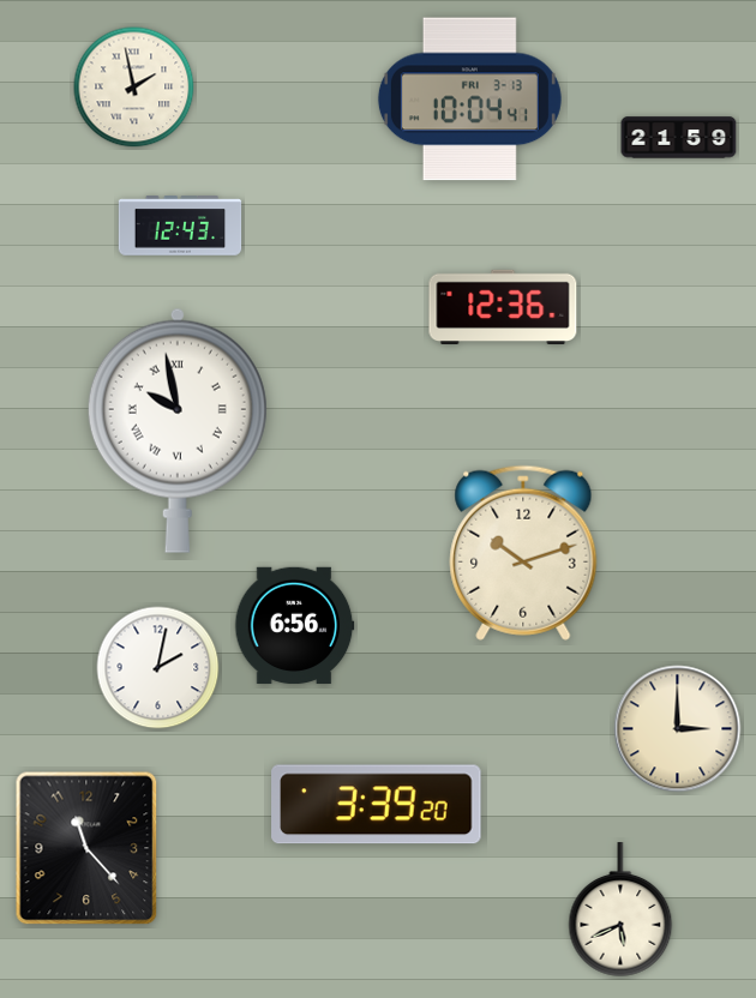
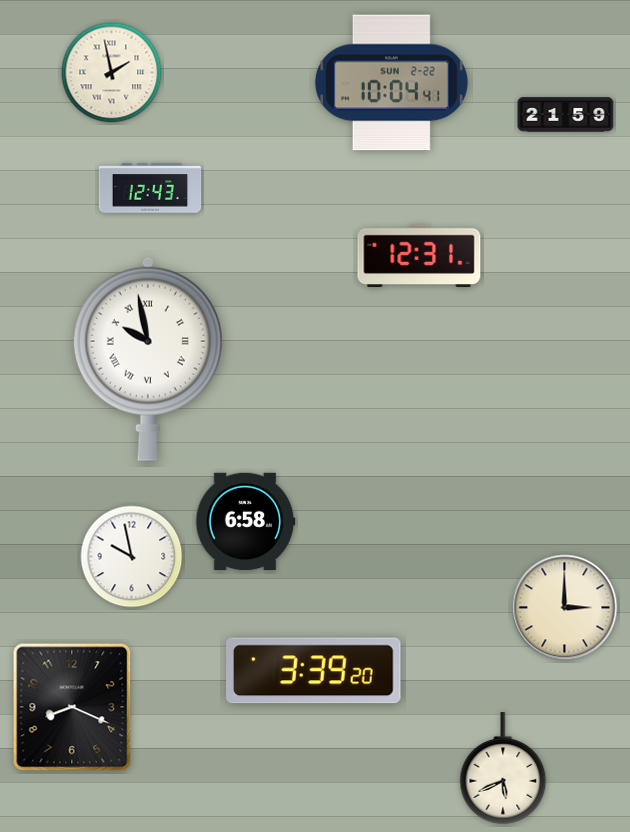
clock at (469, 100) date: FRI 3-13 -> SUN 2-22
clock at (503, 306): 12:36 -> 12:31
clock at (523, 553): 10:12 -> none
clock at (295, 626): 6:56 -> 6:58
clock at (158, 668): 2:02 -> 9:58
clock at (86, 848): 11:23 -> 8:19
clock at (620, 910) position: (620, 910) -> (503, 769)
